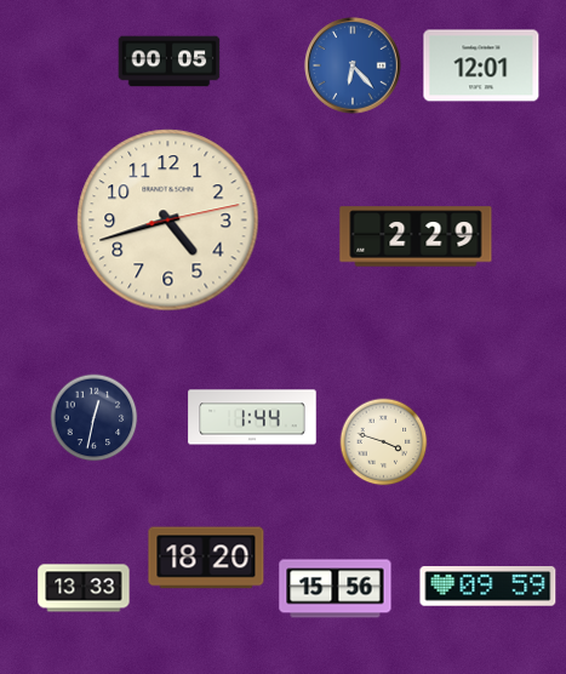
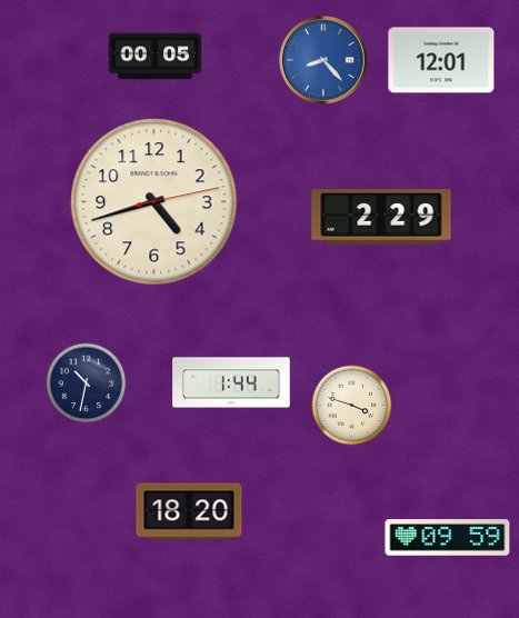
clock at (353, 65): 6:23 -> 8:23
clock at (95, 418): 12:32 -> 10:32
clock at (84, 588): 13:33 -> none
clock at (336, 589): 15:56 -> none
